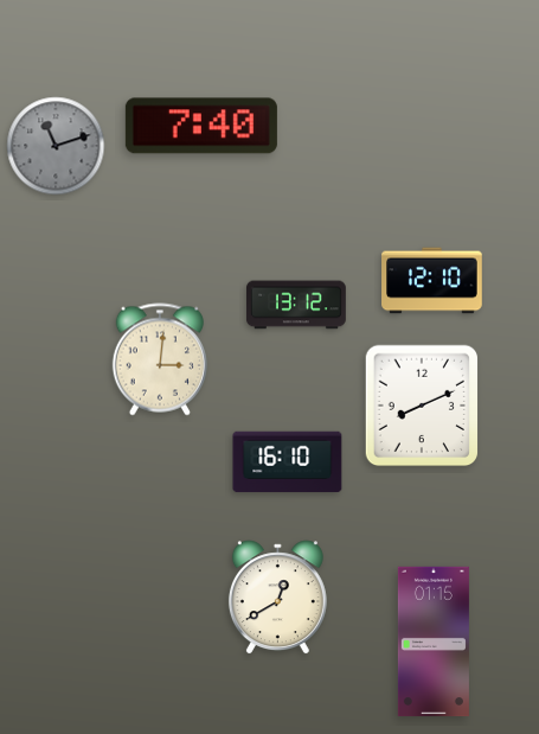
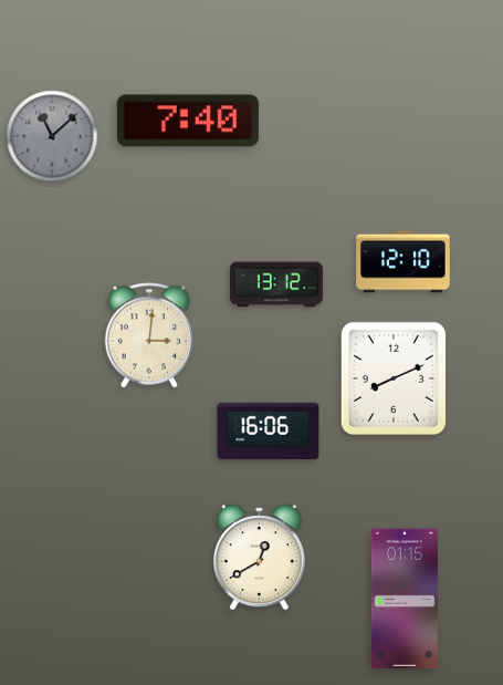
clock at (201, 126) position: (201, 126) -> (188, 121)
clock at (56, 146): 11:12 -> 11:08
clock at (288, 462): 16:10 -> 16:06
